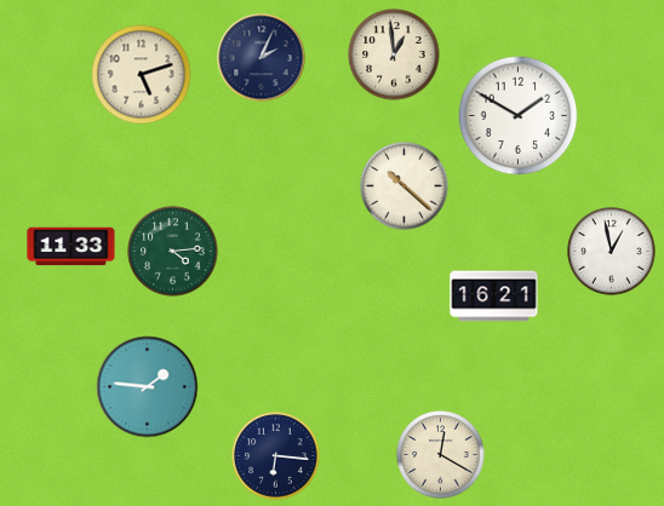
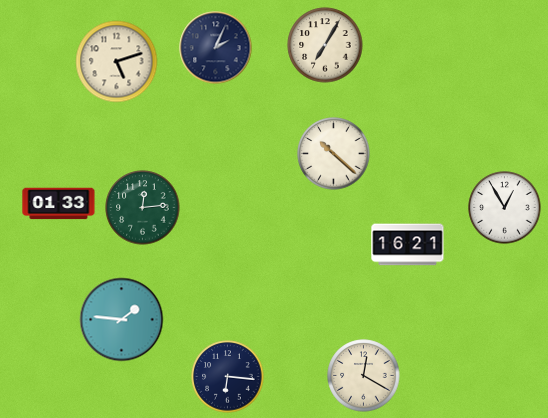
clock at (394, 54): 12:59 -> 7:05
clock at (519, 116): 1:50 -> none
clock at (71, 247): 11:33 -> 01:33
clock at (173, 252): 4:14 -> 12:14
clock at (612, 252): 12:58 -> 12:55
